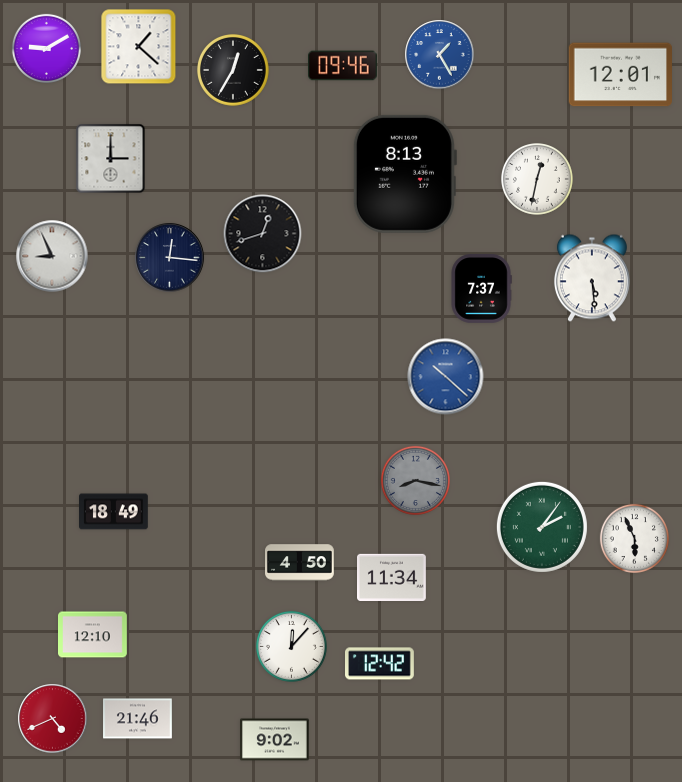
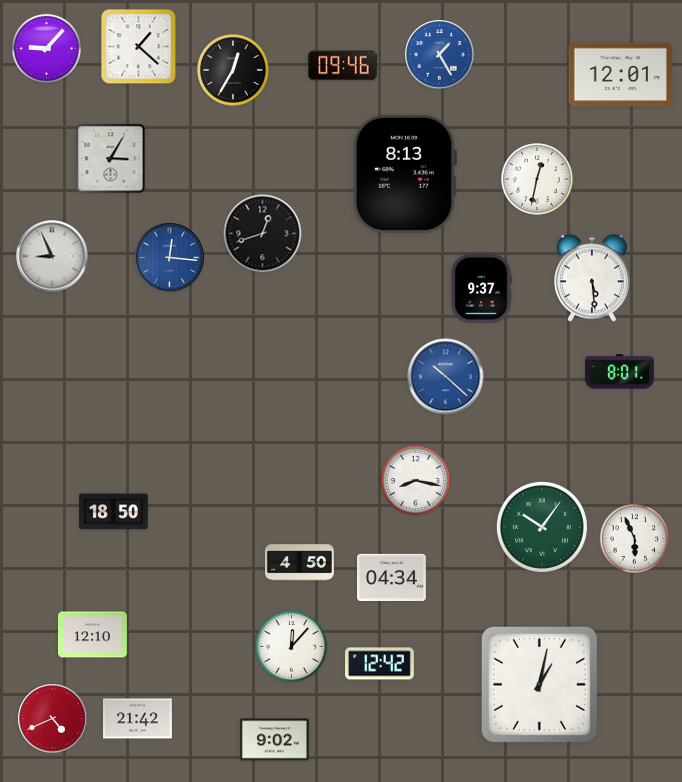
clock at (46, 48): 9:10 -> 9:07
clock at (111, 159): 3:00 -> 3:05
clock at (170, 258) dial: navy -> blue
clock at (481, 289): 7:37 -> 9:37
clock at (620, 372): none -> 8:01
clock at (415, 480) dial: grey -> white
clock at (114, 512): 18:49 -> 18:50
clock at (542, 527): 2:06 -> 10:06
clock at (392, 577): 11:34 -> 04:34
clock at (539, 684): none -> 1:02
clock at (138, 719): 21:46 -> 21:42
